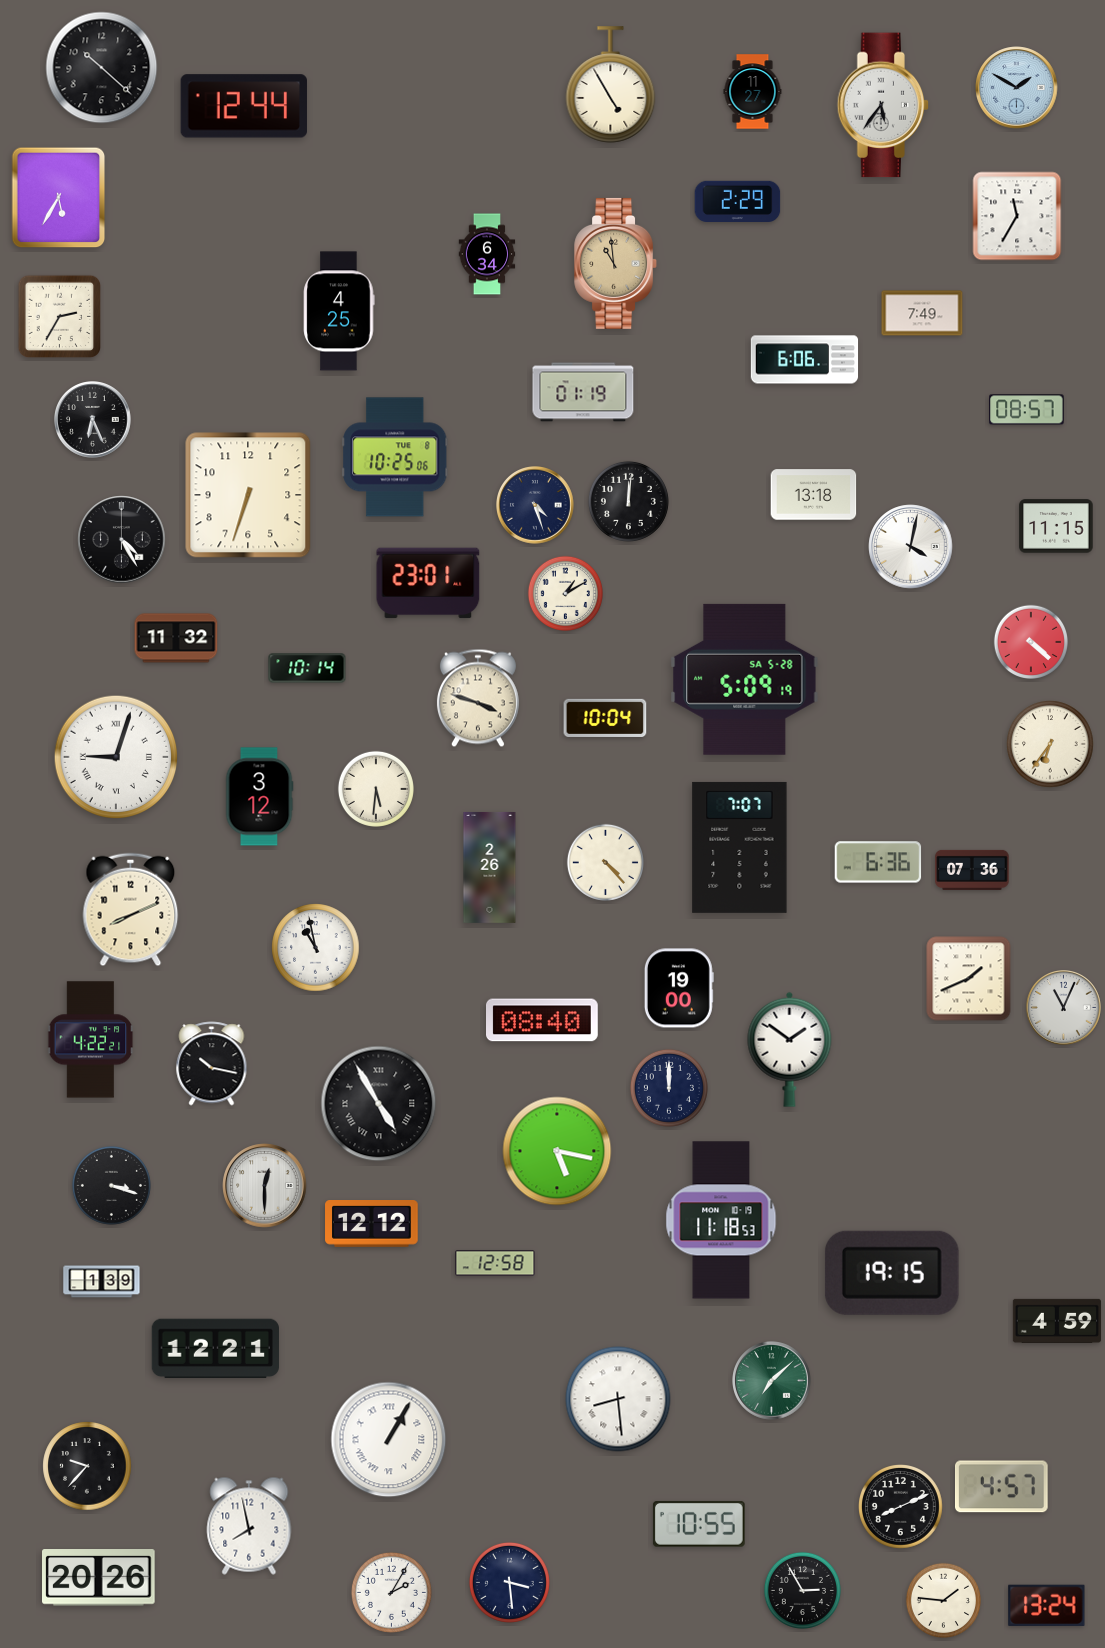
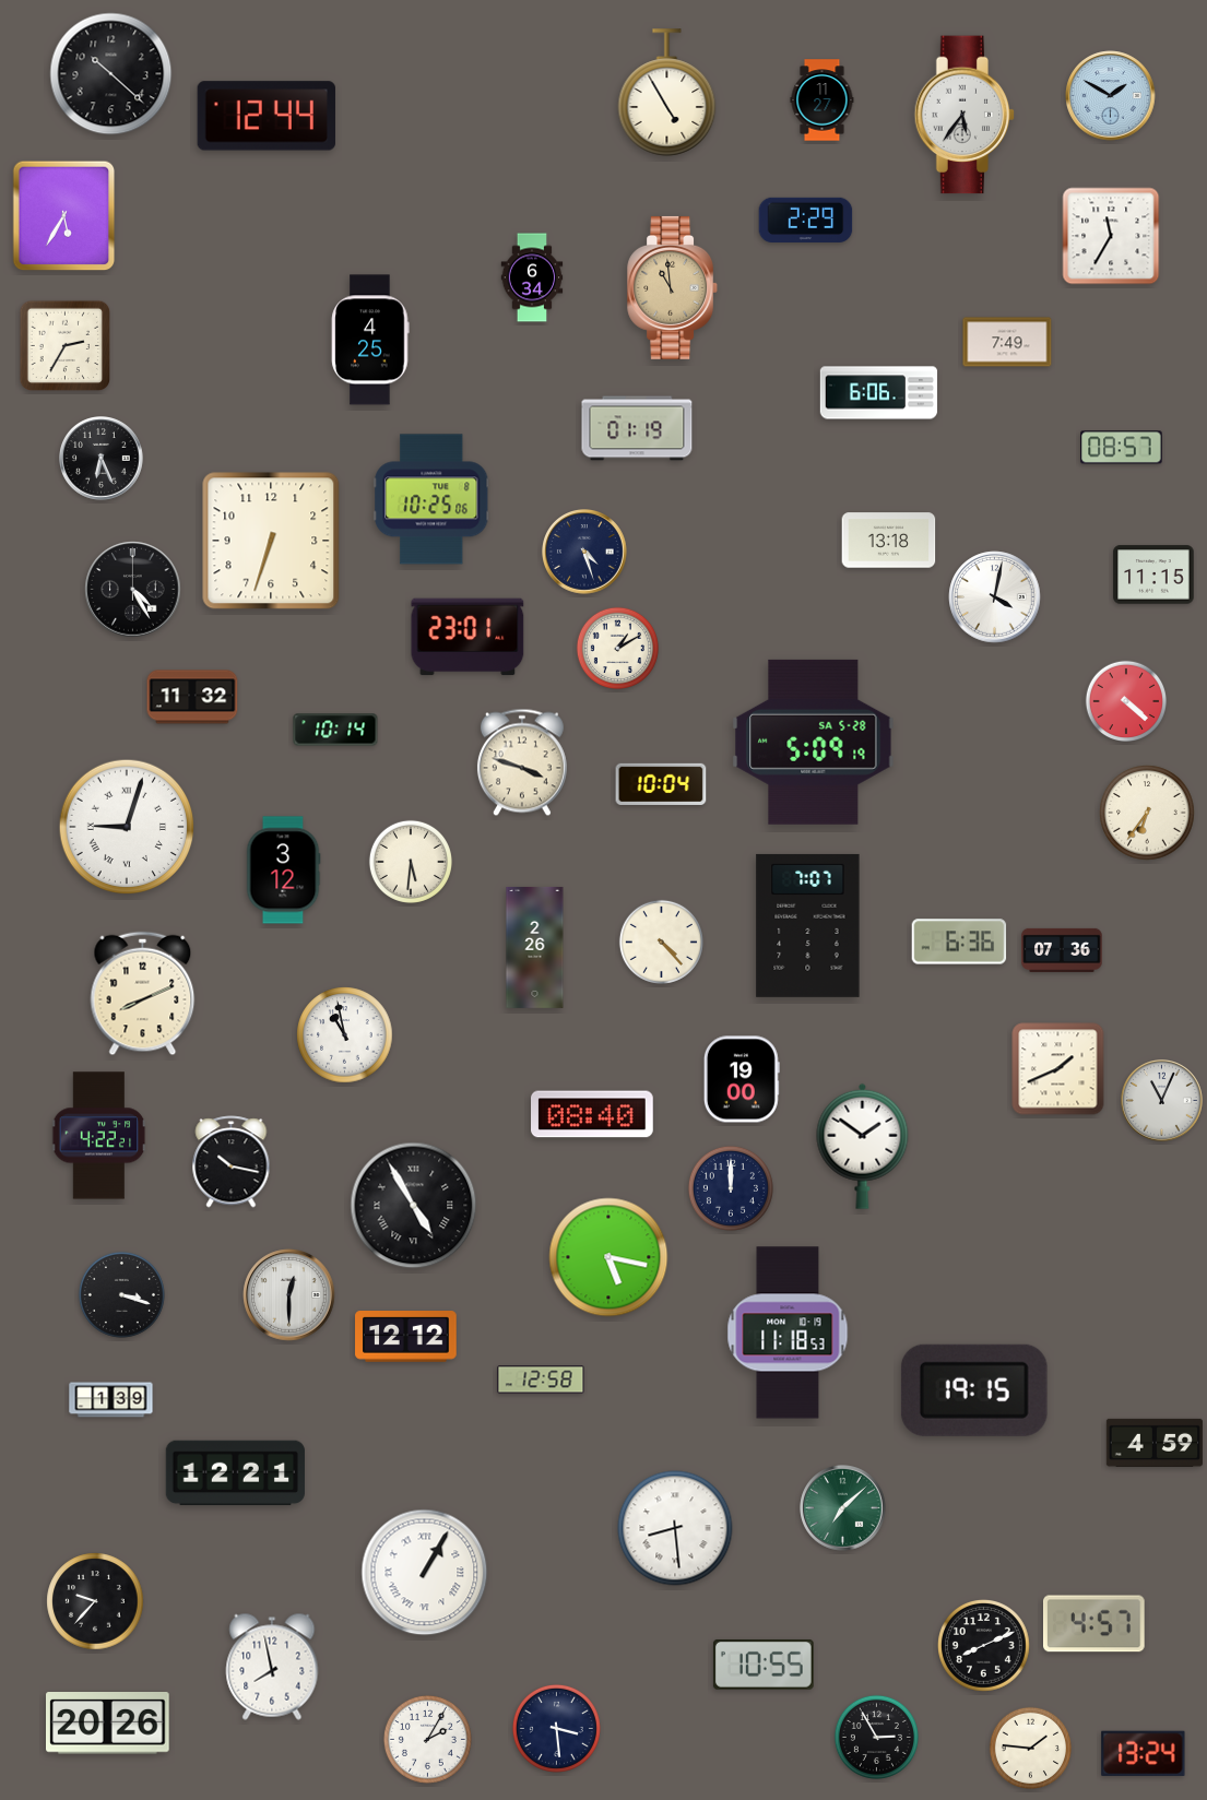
clock at (628, 501): 12:01 -> none
